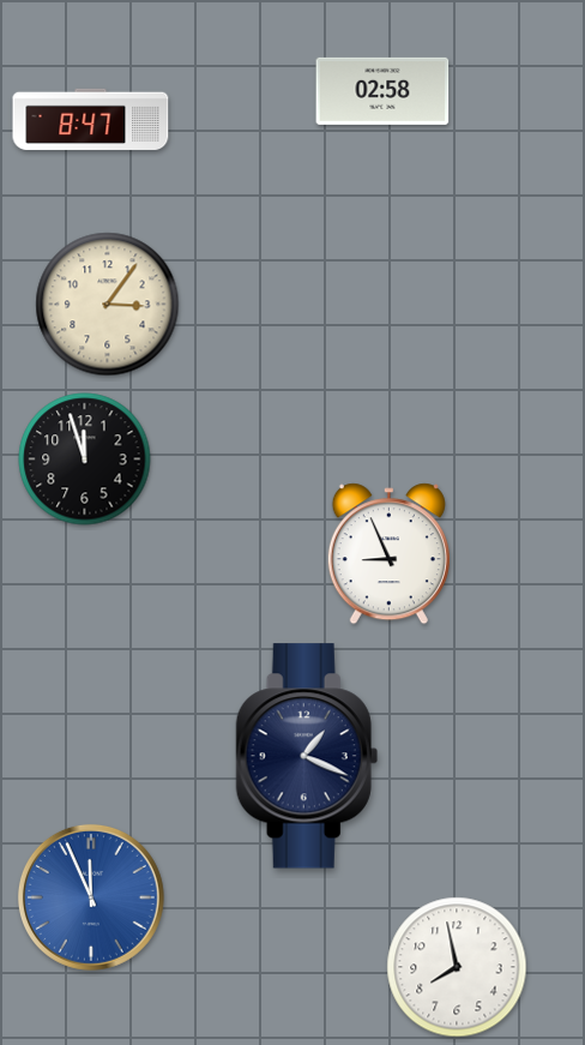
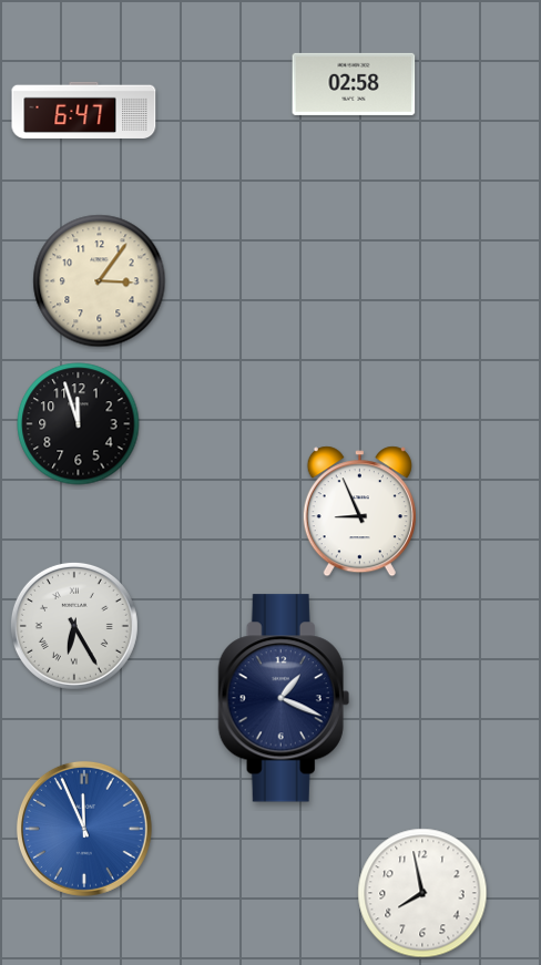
clock at (91, 119): 8:47 -> 6:47
clock at (74, 626): none -> 6:25
